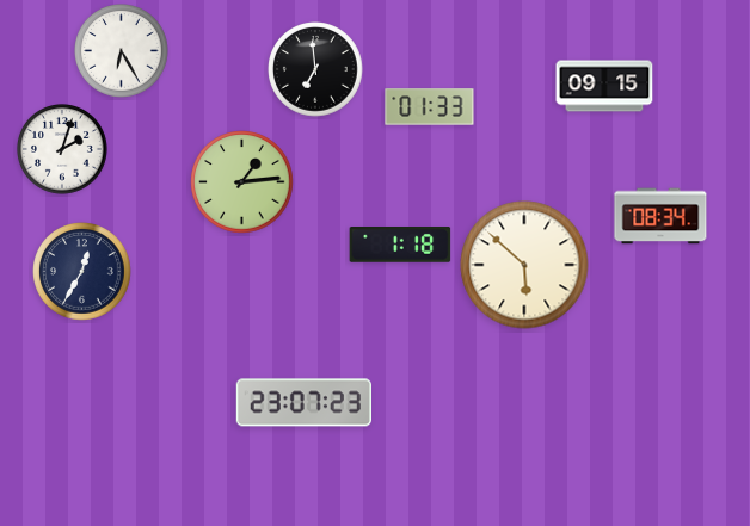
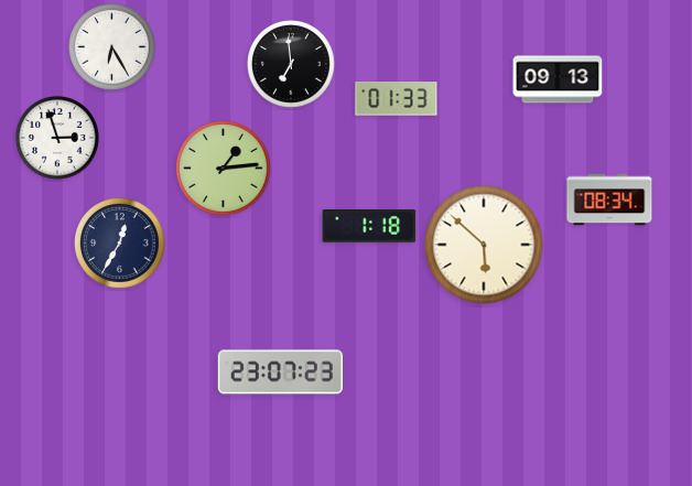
clock at (604, 86): 09:15 -> 09:13
clock at (63, 150): 2:03 -> 2:57
clock at (82, 272) position: (82, 272) -> (120, 244)
